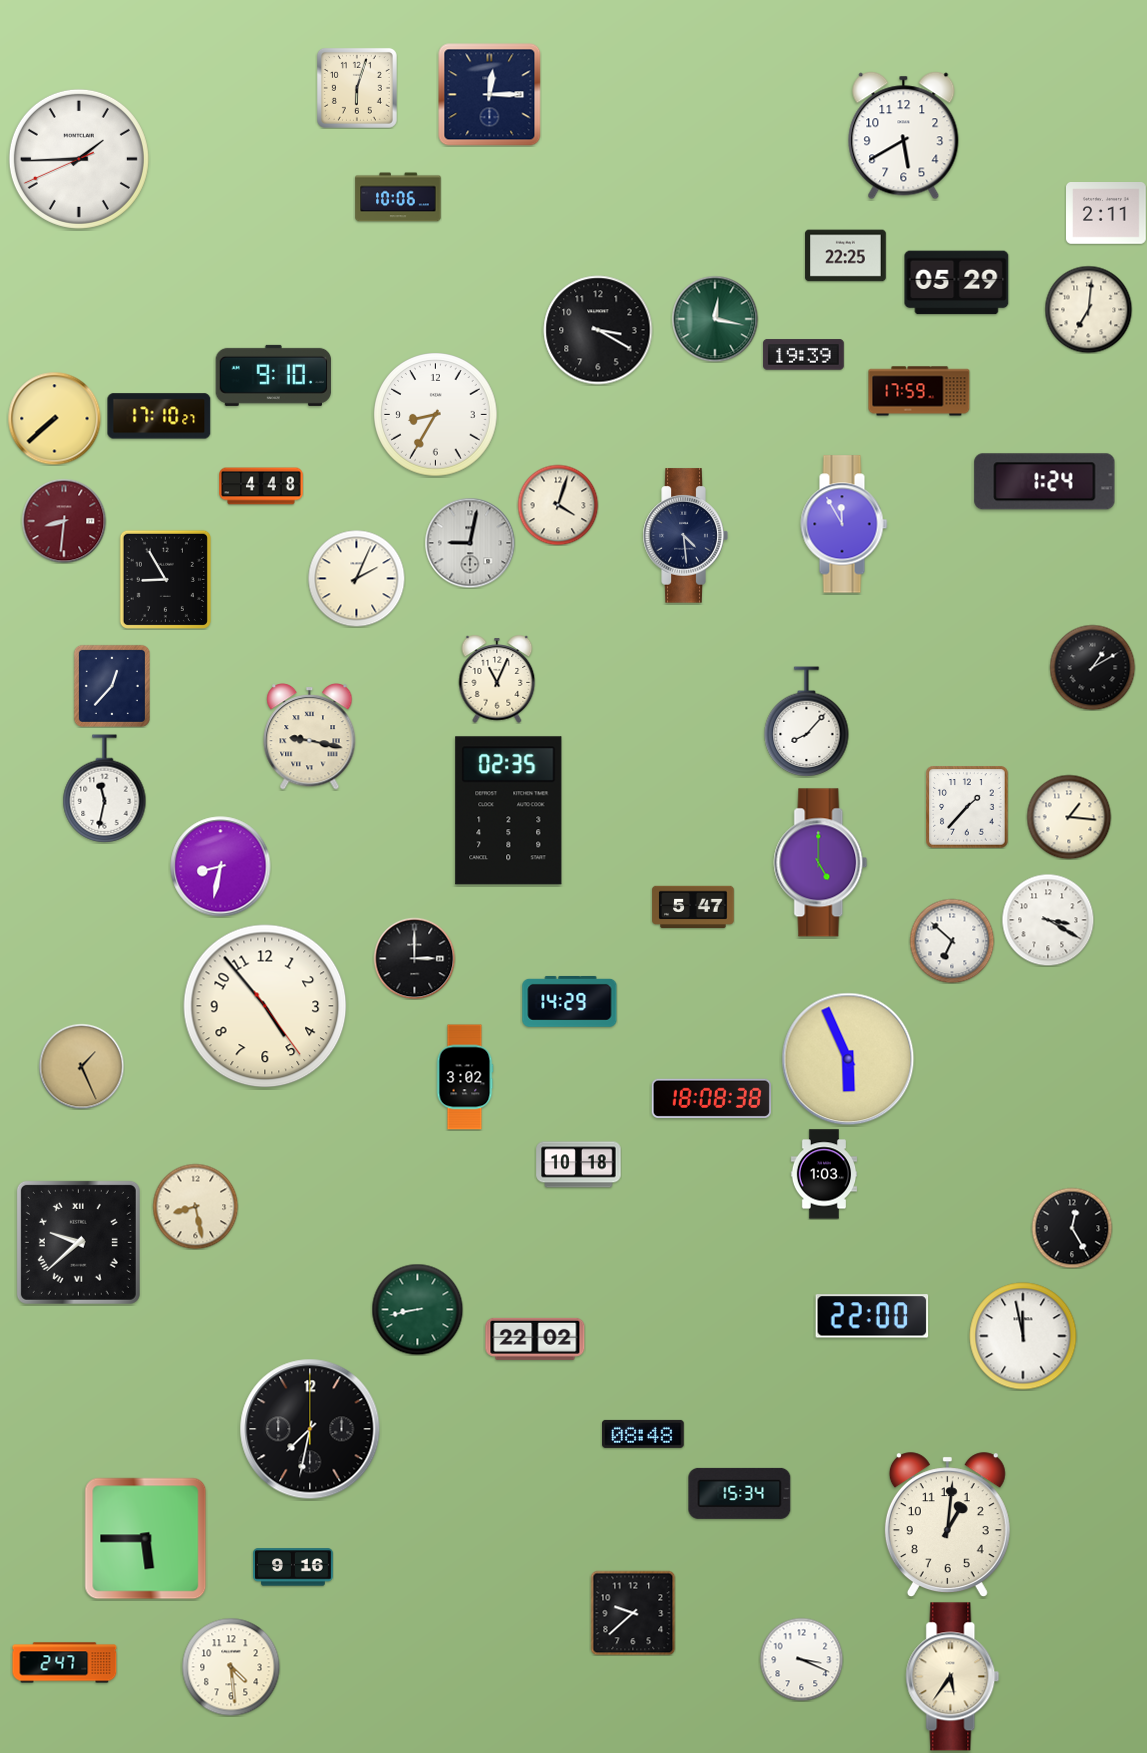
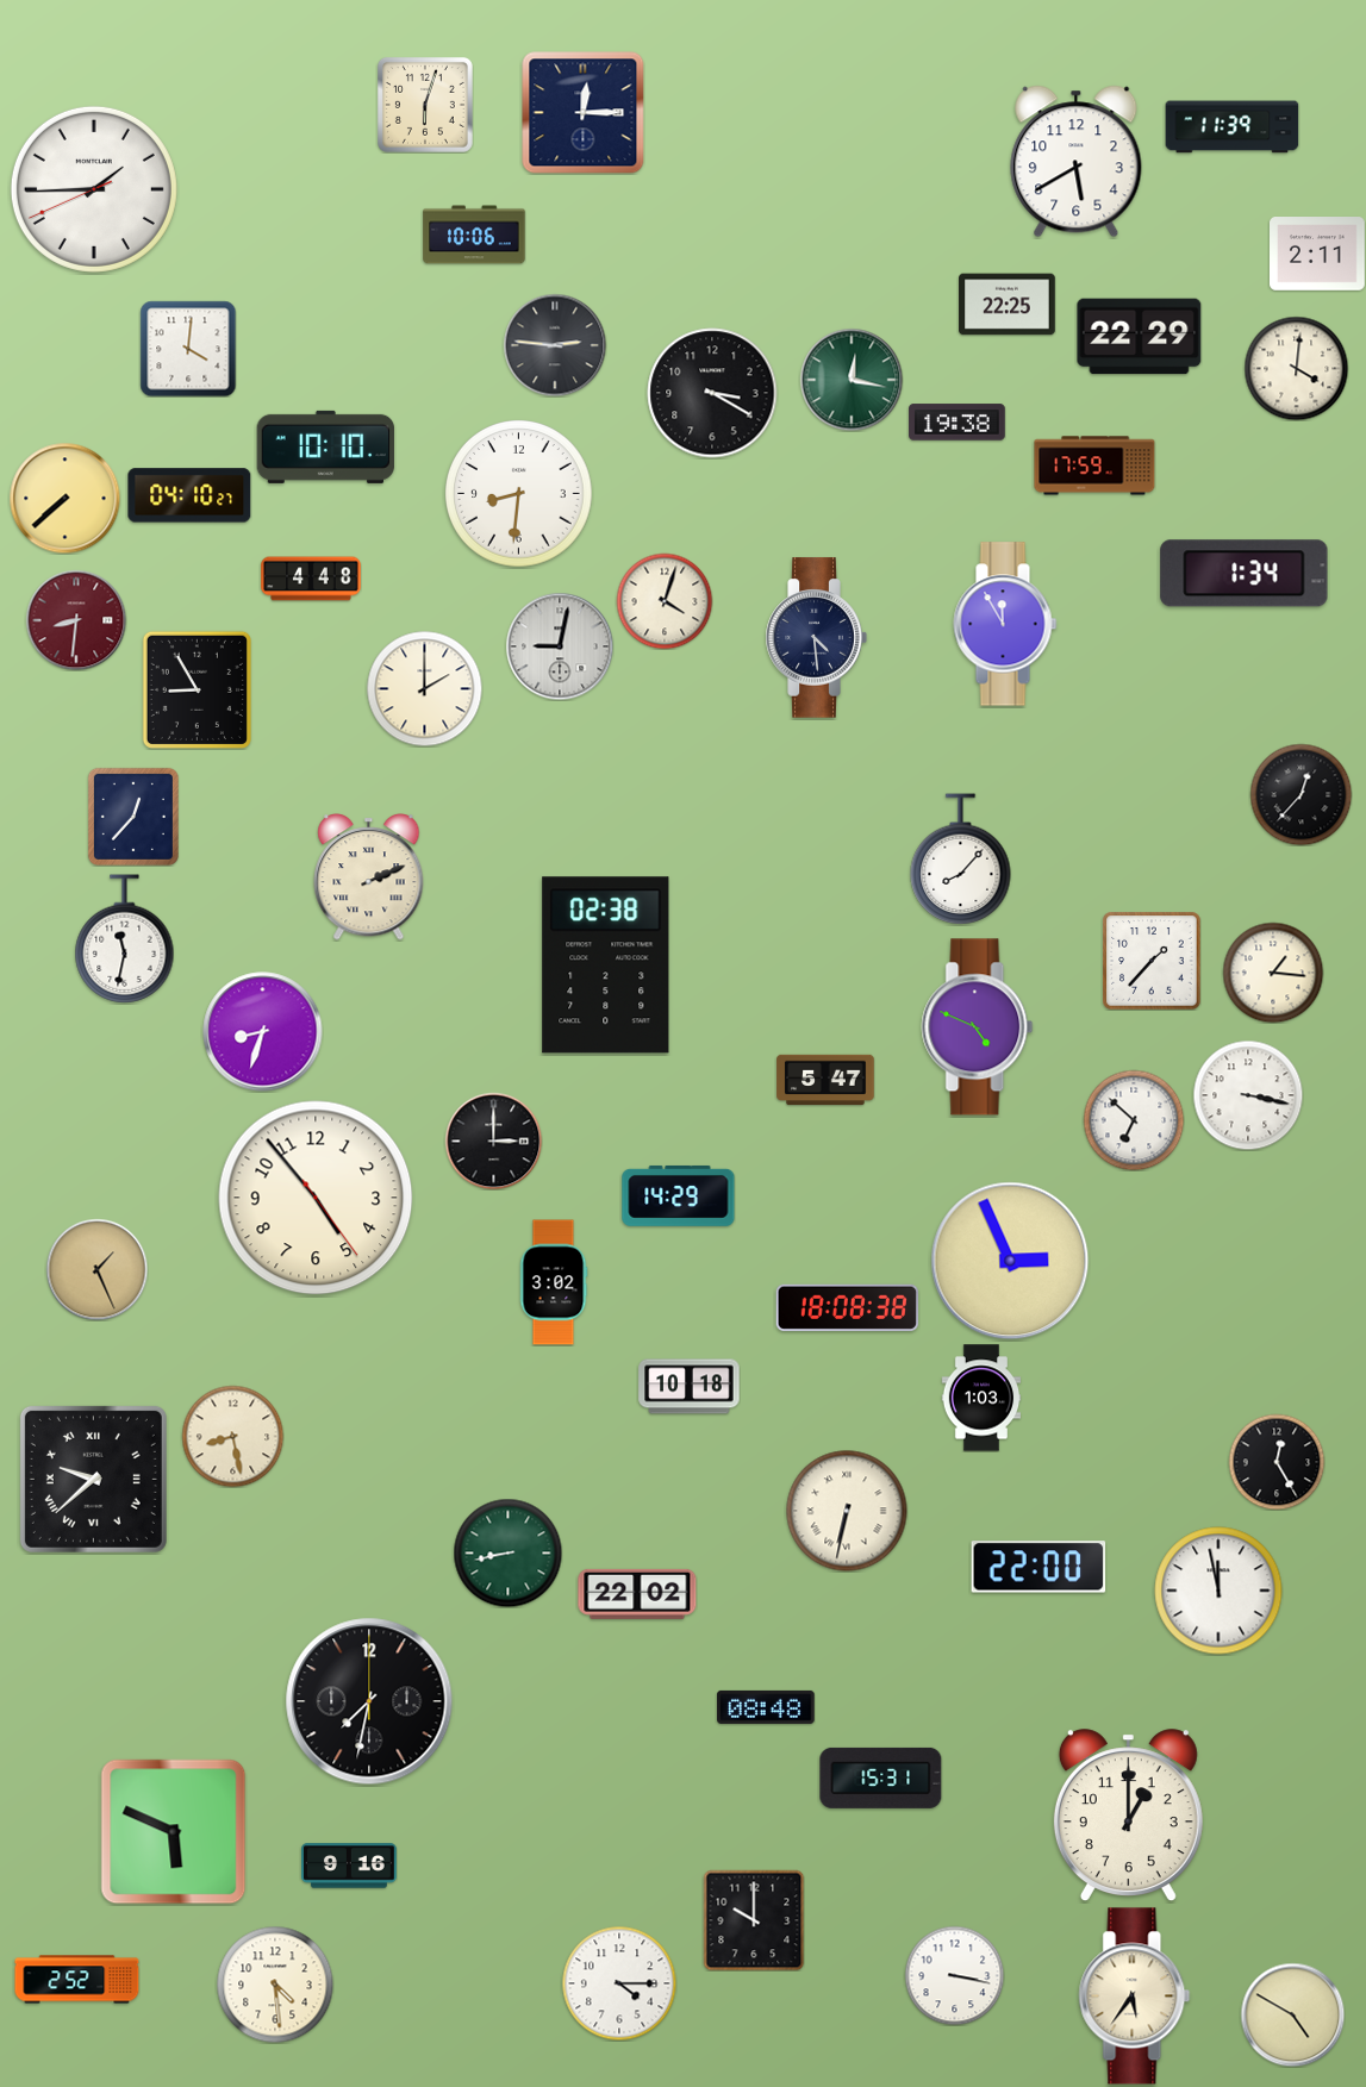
clock at (1233, 127): none -> 11:39
clock at (957, 283): 05:29 -> 22:29
clock at (555, 345): none -> 2:46
clock at (188, 349): none -> 4:01
clock at (1088, 309): 7:01 -> 4:01
clock at (804, 355): 19:39 -> 19:38
clock at (274, 375): 9:10 -> 10:10
clock at (436, 415): 8:35 -> 8:31
clock at (159, 416): 17:10 -> 04:10
clock at (1045, 482): 1:24 -> 1:34
clock at (356, 578): 2:04 -> 2:00
clock at (1092, 667): 1:10 -> 12:37
clock at (497, 679): 11:04 -> none
clock at (310, 737): 9:17 -> 2:11
clock at (509, 811): 02:35 -> 02:38
clock at (821, 863): 5:00 -> 4:49
clock at (221, 867): 8:32 -> 8:33
clock at (1048, 920): 3:20 -> 3:17
clock at (570, 1001) position: (570, 1001) -> (679, 1195)
clock at (848, 1059): 5:56 -> 2:56
clock at (847, 1511): none -> 6:32
clock at (417, 1309) position: (417, 1309) -> (507, 1552)
clock at (740, 1493): 15:34 -> 15:31
clock at (947, 1525): 1:01 -> 1:00
clock at (146, 1539): 5:45 -> 5:49
clock at (633, 1613): 9:38 -> 10:00
clock at (801, 1659): 3:19 -> 3:17
clock at (65, 1663): 2:47 -> 2:52
clock at (619, 1983): none -> 4:15
clock at (1292, 2014): none -> 4:50
